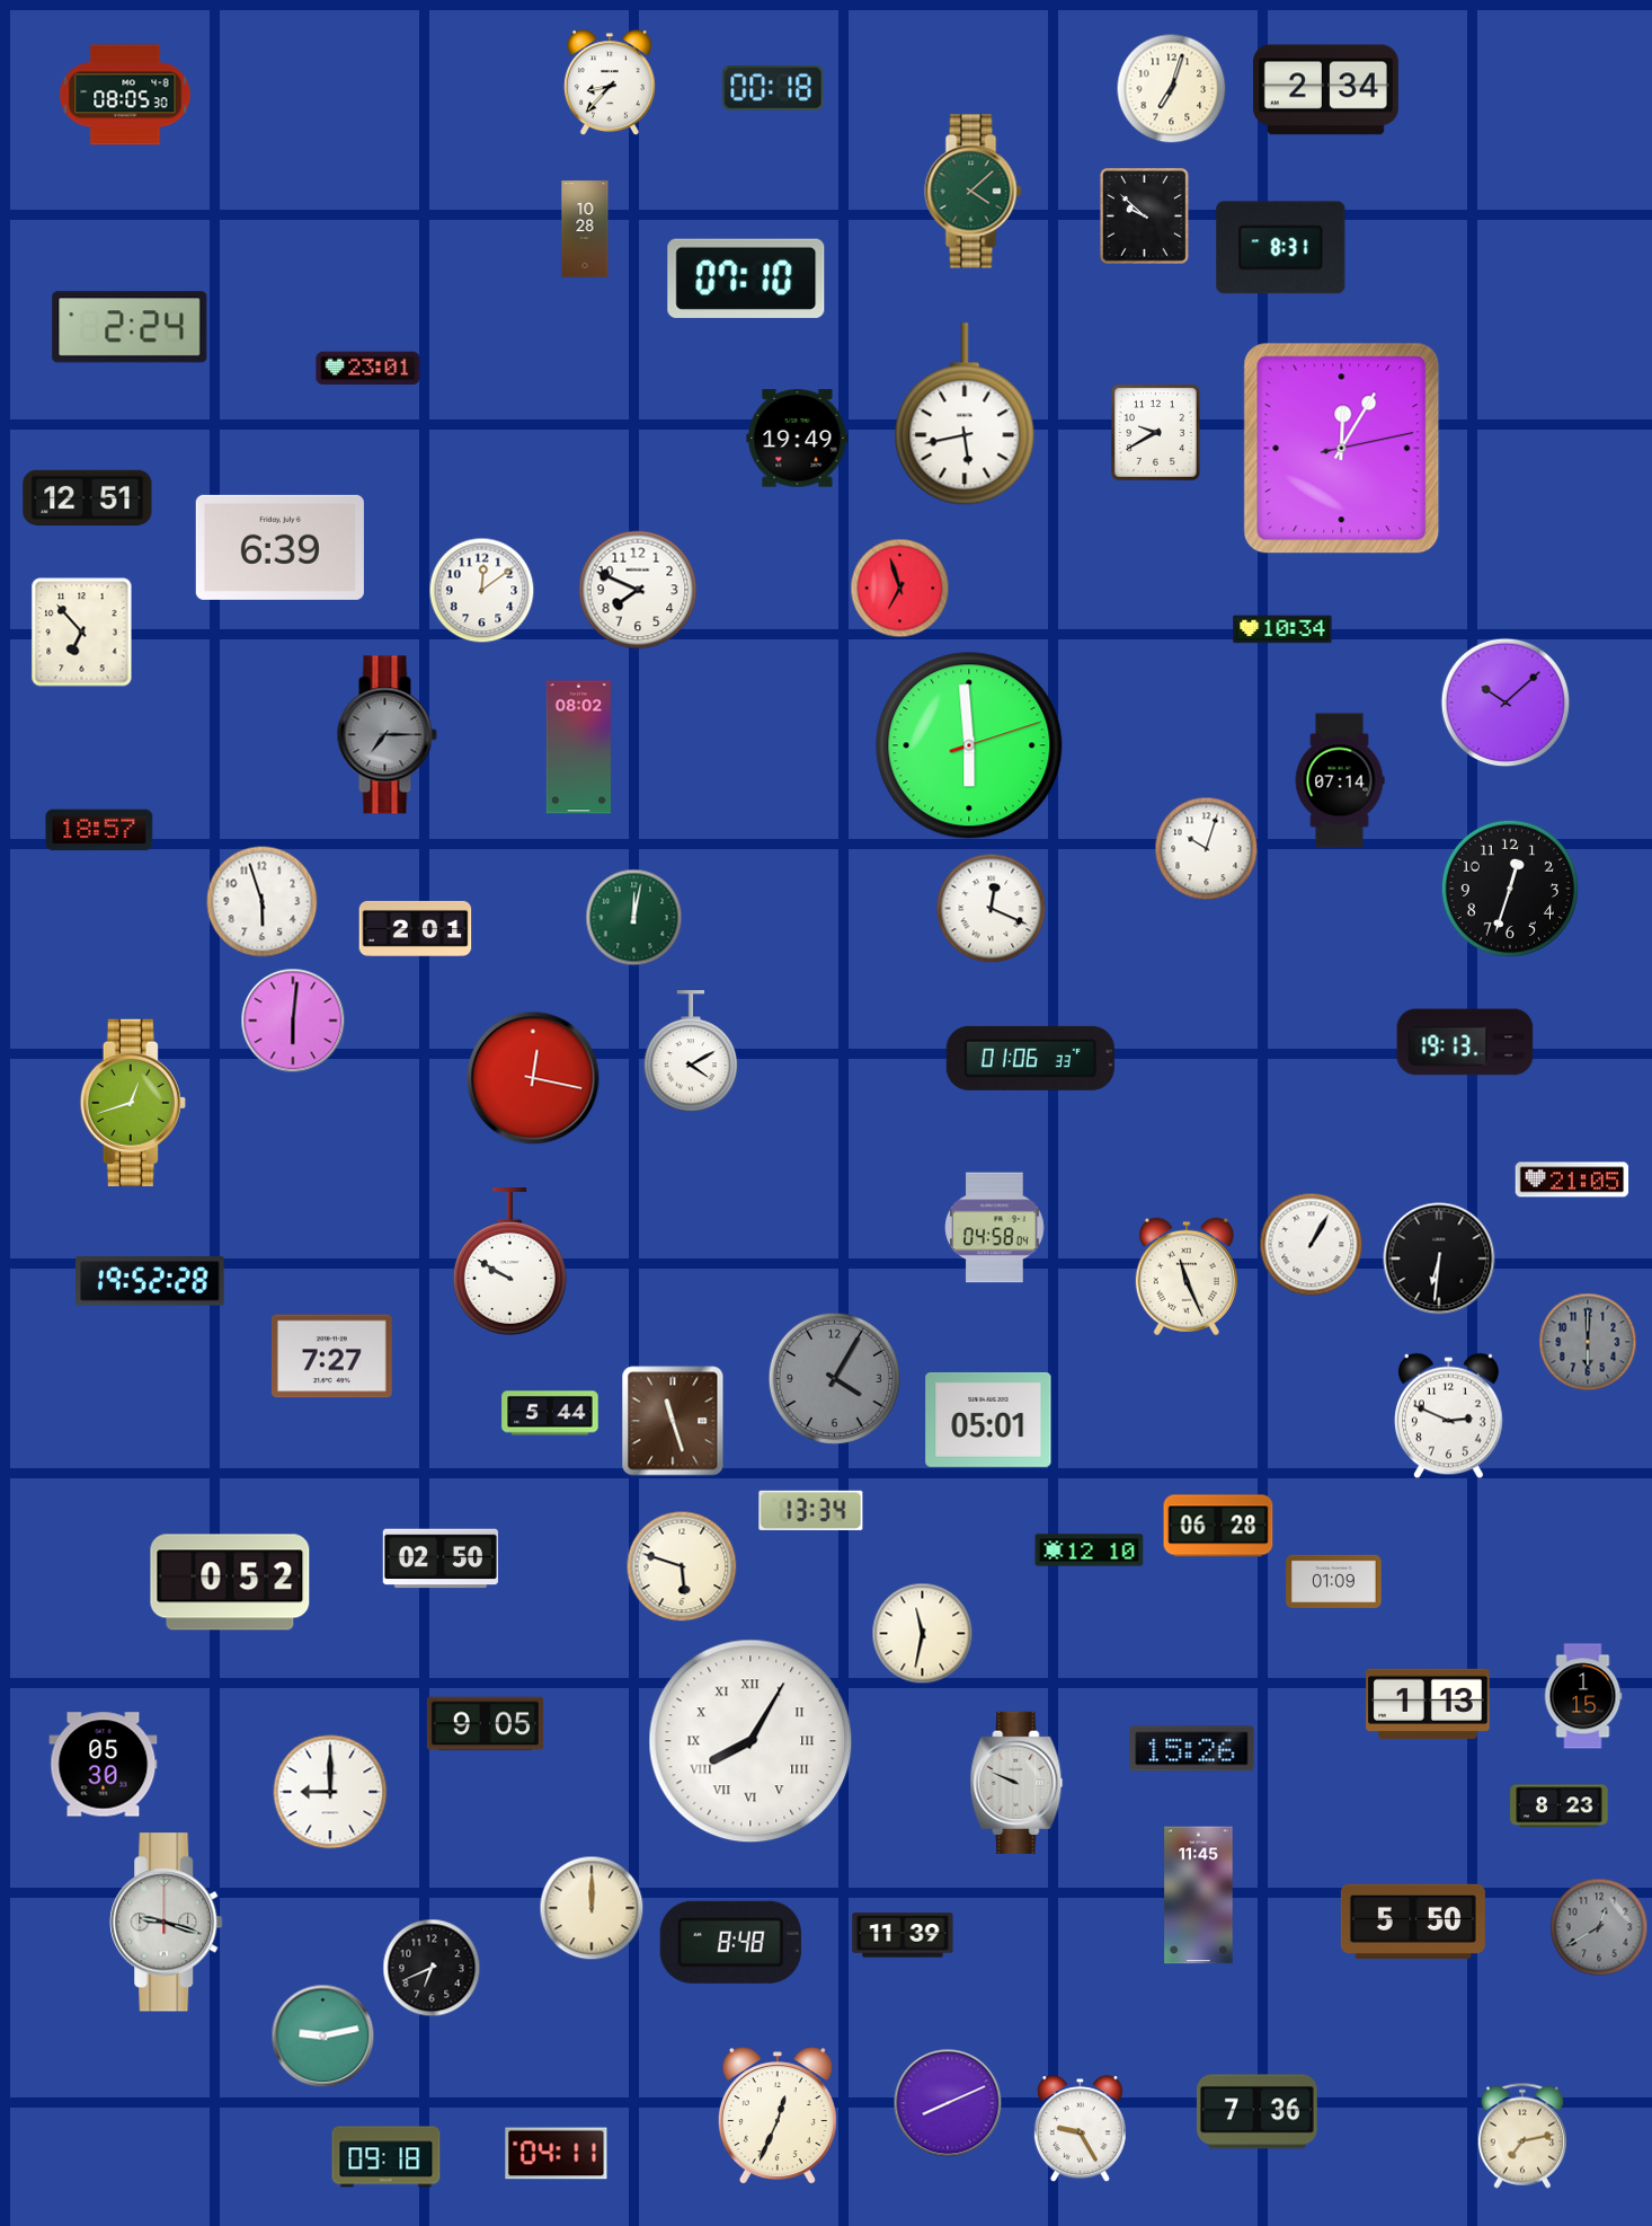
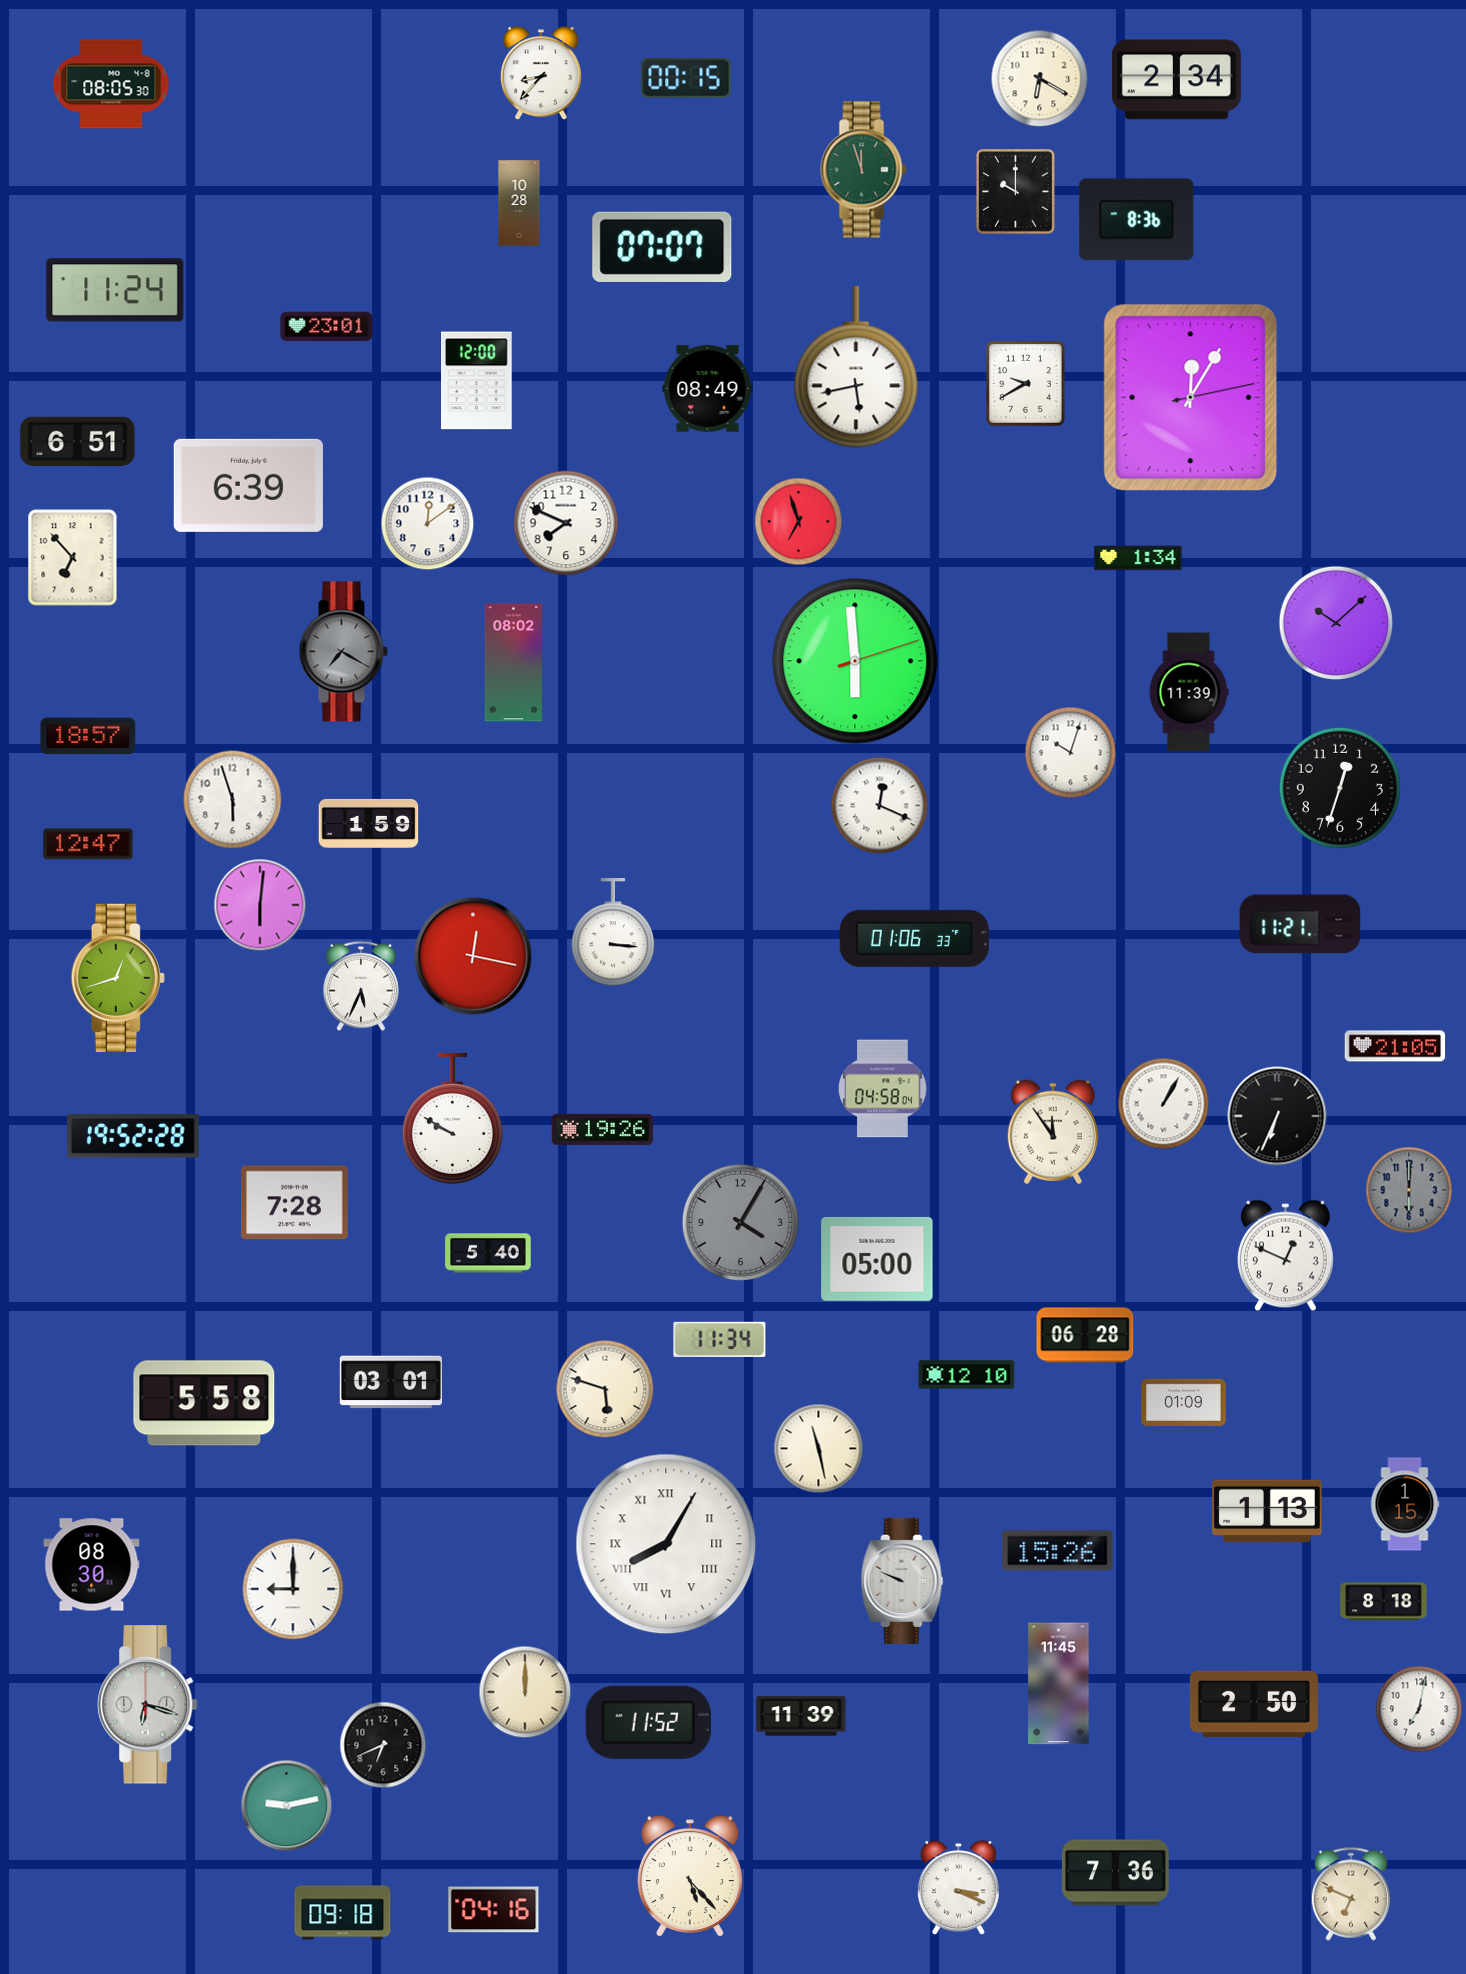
clock at (773, 88): 00:18 -> 00:15
clock at (1172, 89): 7:03 -> 6:20
clock at (974, 192): 4:08 -> 11:57
clock at (1145, 217): 9:52 -> 10:00
clock at (1281, 248): 8:31 -> 8:36
clock at (746, 279): 07:10 -> 07:07
clock at (130, 327): 2:24 -> 11:24
clock at (477, 381): none -> 12:00
clock at (798, 439): 19:49 -> 08:49
clock at (88, 497): 12:51 -> 6:51
clock at (1282, 629): 10:34 -> 1:34
clock at (82, 633) position: (82, 633) -> (73, 558)
clock at (387, 735): 7:15 -> 7:20
clock at (969, 745) position: (969, 745) -> (855, 661)
clock at (1340, 780): 07:14 -> 11:39
clock at (634, 918): 12:02 -> none
clock at (416, 928): 2:01 -> 1:59
clock at (88, 844): none -> 12:47
clock at (1465, 1042): 19:13 -> 11:21
clock at (691, 1052): 4:10 -> 3:16
clock at (361, 986): none -> 5:34
clock at (1439, 1258): 6:31 -> 6:34
clock at (603, 1129): none -> 19:26
clock at (1187, 1277): 11:26 -> 11:54
clock at (331, 1357): 7:27 -> 7:28
clock at (550, 1413): 5:44 -> 5:40
clock at (1448, 1416): 2:49 -> 12:49
clock at (988, 1420): 05:01 -> 05:00
clock at (673, 1421): 11:27 -> none
clock at (811, 1510): 13:34 -> 11:34
clock at (1218, 1526) position: (1218, 1526) -> (1085, 1335)
clock at (441, 1558): 02:50 -> 03:01
clock at (230, 1582): 0:52 -> 5:58
clock at (923, 1634): 11:32 -> 11:28
clock at (485, 1724): 9:05 -> none
clock at (104, 1765): 05:30 -> 08:30
clock at (1560, 1807): 8:23 -> 8:18
clock at (1199, 1896) position: (1199, 1896) -> (1059, 1684)
clock at (1413, 1922): 5:50 -> 2:50
clock at (167, 1923): 9:18 -> 6:18
clock at (1599, 1927): 12:40 -> 7:02
clock at (1599, 1927) dial: grey -> white
clock at (730, 1942): 8:48 -> 11:52
clock at (948, 2103): 8:11 -> none
clock at (778, 2117): 12:34 -> 5:23
clock at (1080, 2129): 9:25 -> 3:19
clock at (1522, 2136): 7:13 -> 6:49
clock at (557, 2154): 04:11 -> 04:16
